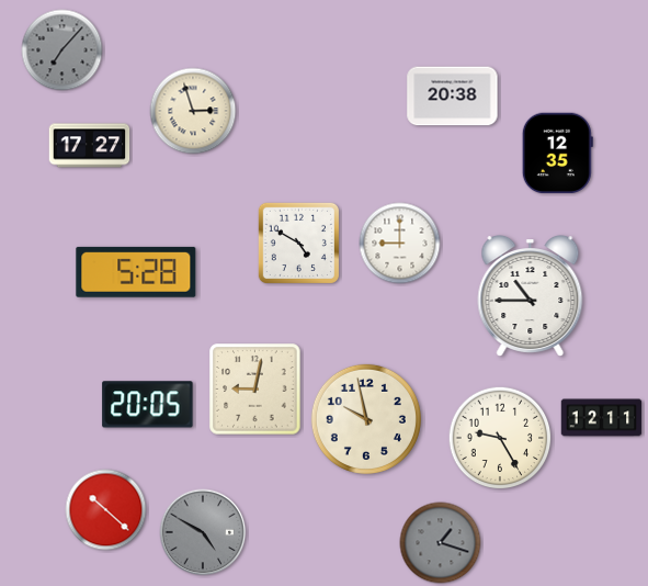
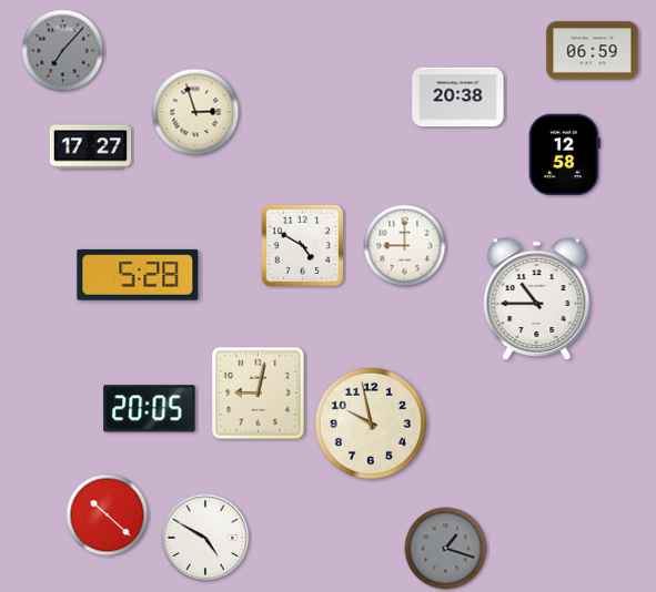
clock at (593, 51): none -> 06:59
clock at (557, 154): 12:35 -> 12:58
clock at (602, 418): 12:11 -> none
clock at (500, 438): 9:25 -> none
clock at (203, 532) dial: grey -> white
